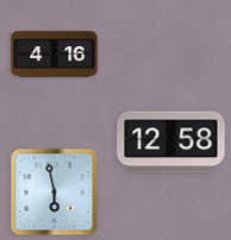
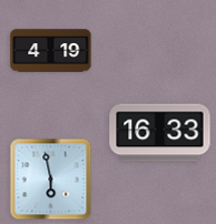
clock at (55, 55): 4:16 -> 4:19
clock at (171, 143): 12:58 -> 16:33
